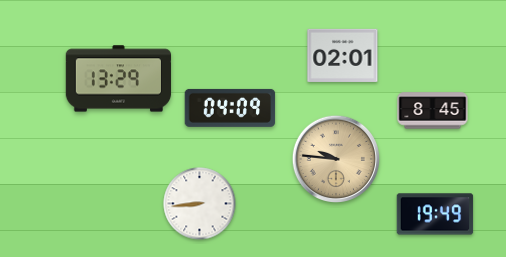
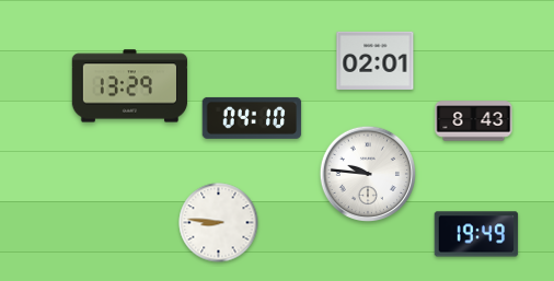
clock at (230, 108): 04:09 -> 04:10
clock at (433, 111): 8:45 -> 8:43
clock at (335, 158) dial: champagne -> white
clock at (200, 204): 8:44 -> 8:46
